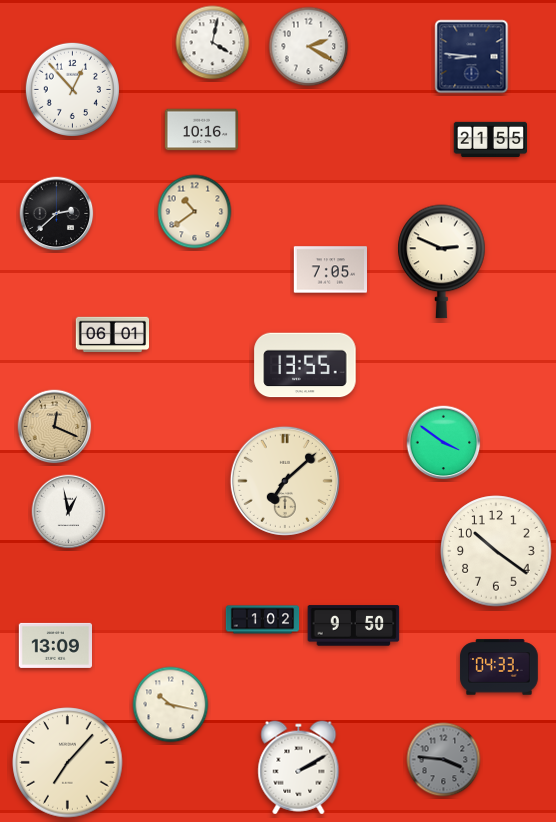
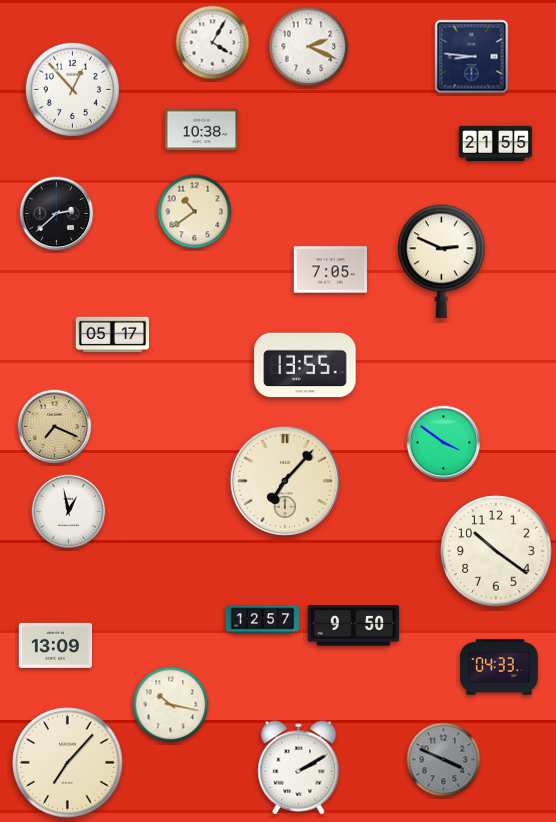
clock at (213, 43): 4:02 -> 4:05
clock at (309, 47): 2:20 -> 2:19
clock at (201, 130): 10:16 -> 10:38
clock at (491, 139) position: (491, 139) -> (496, 143)
clock at (113, 335): 06:01 -> 05:17
clock at (55, 427): 12:19 -> 7:19
clock at (285, 481): 7:08 -> 7:07
clock at (263, 620): 1:02 -> 12:57
clock at (444, 760): 3:46 -> 3:49
